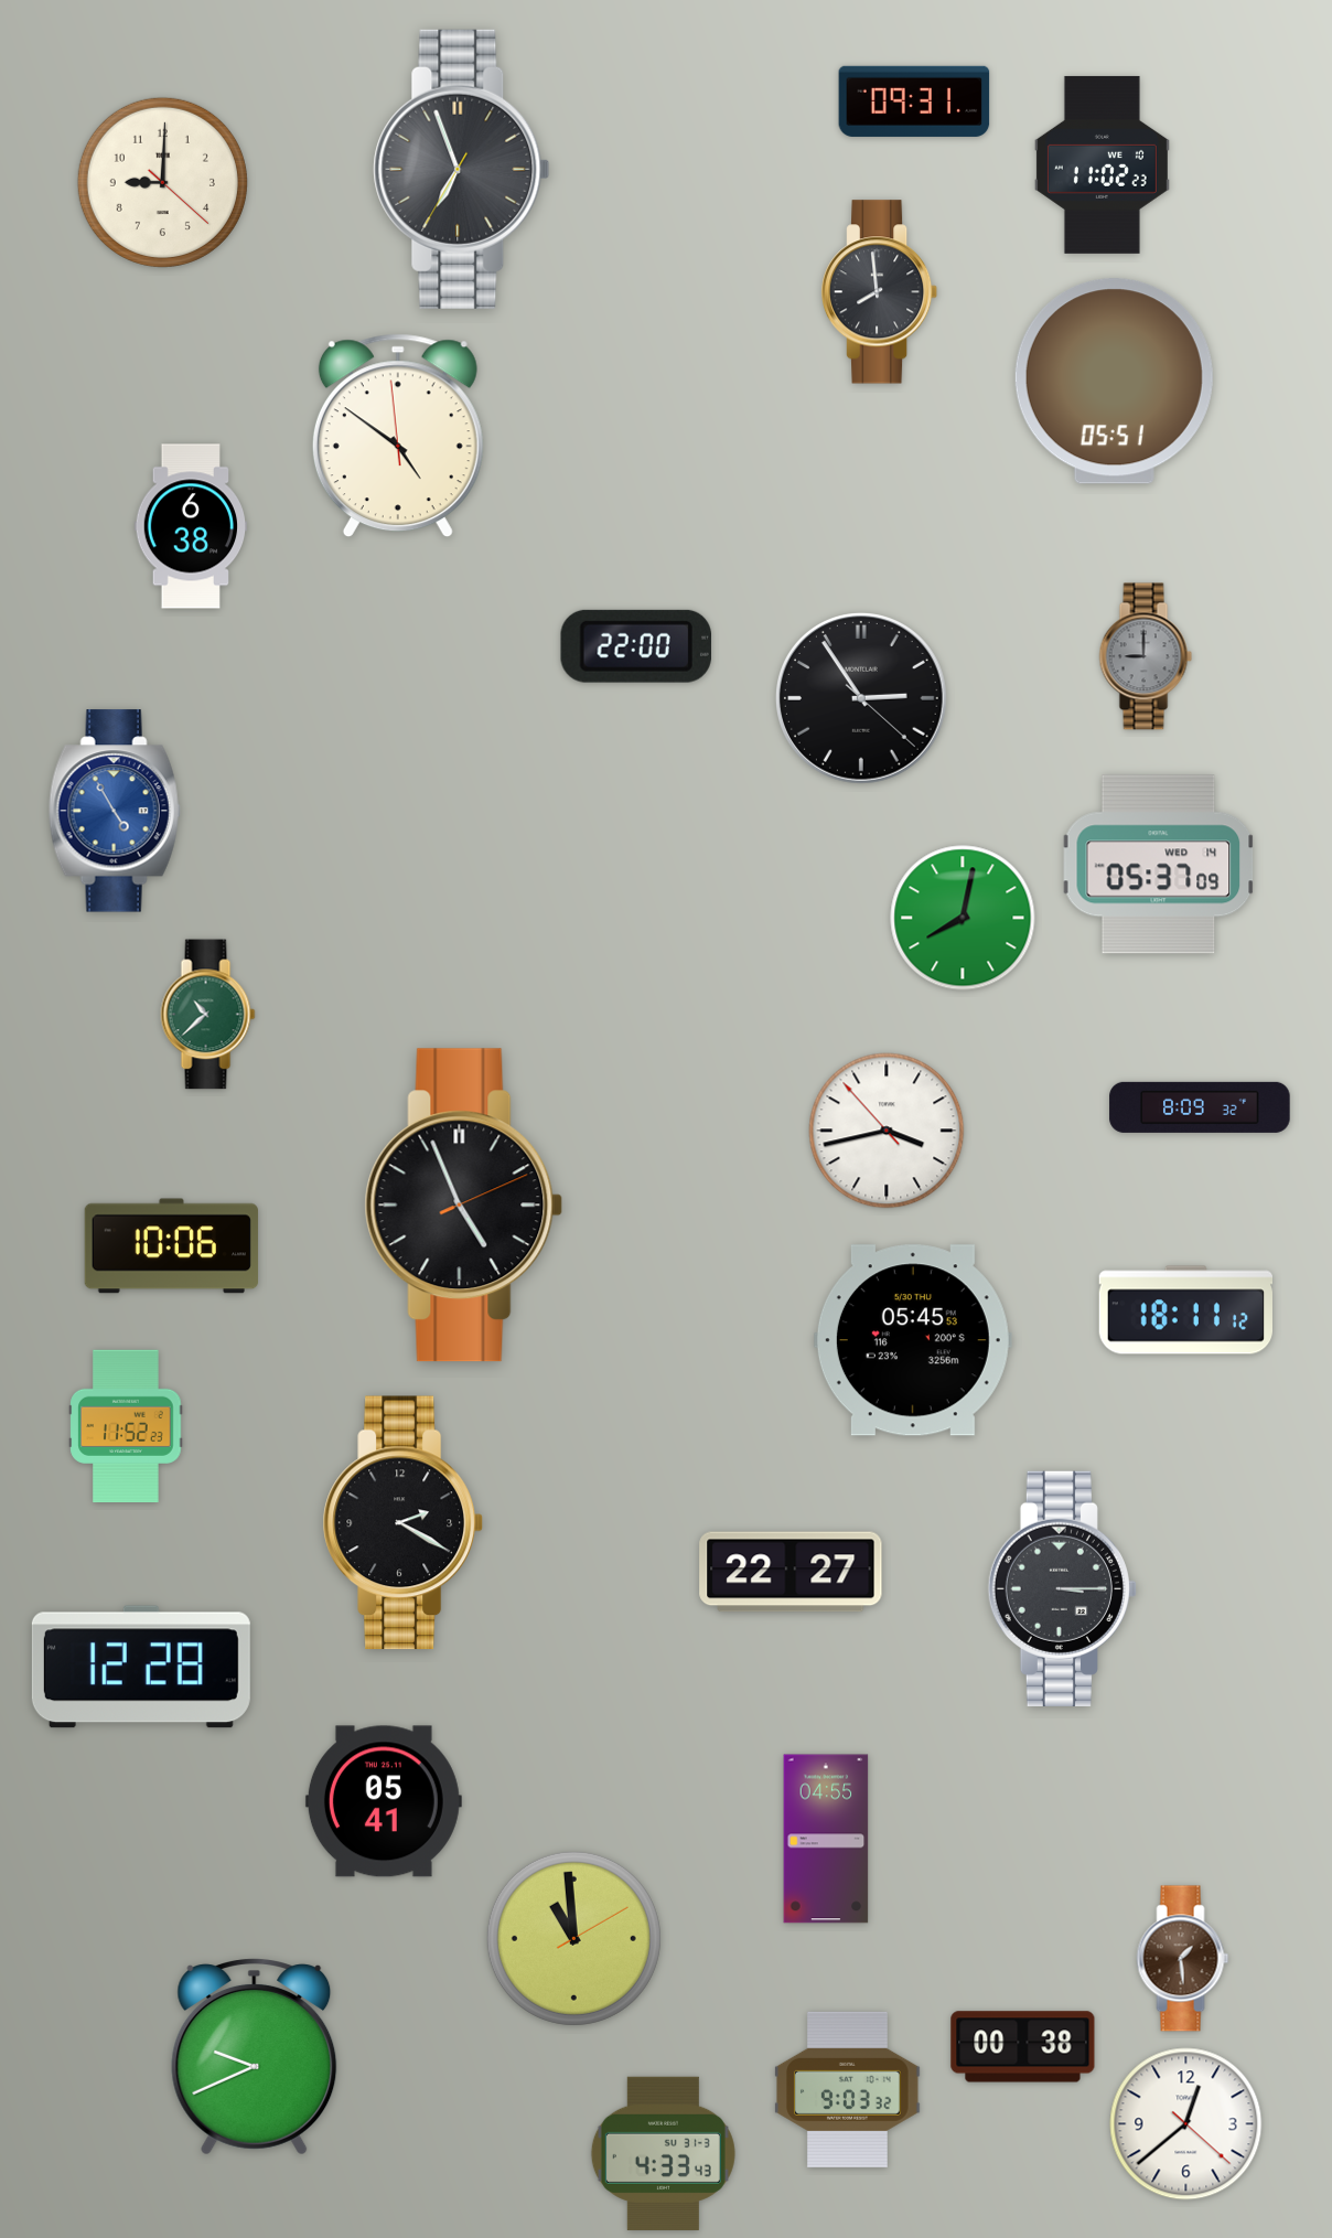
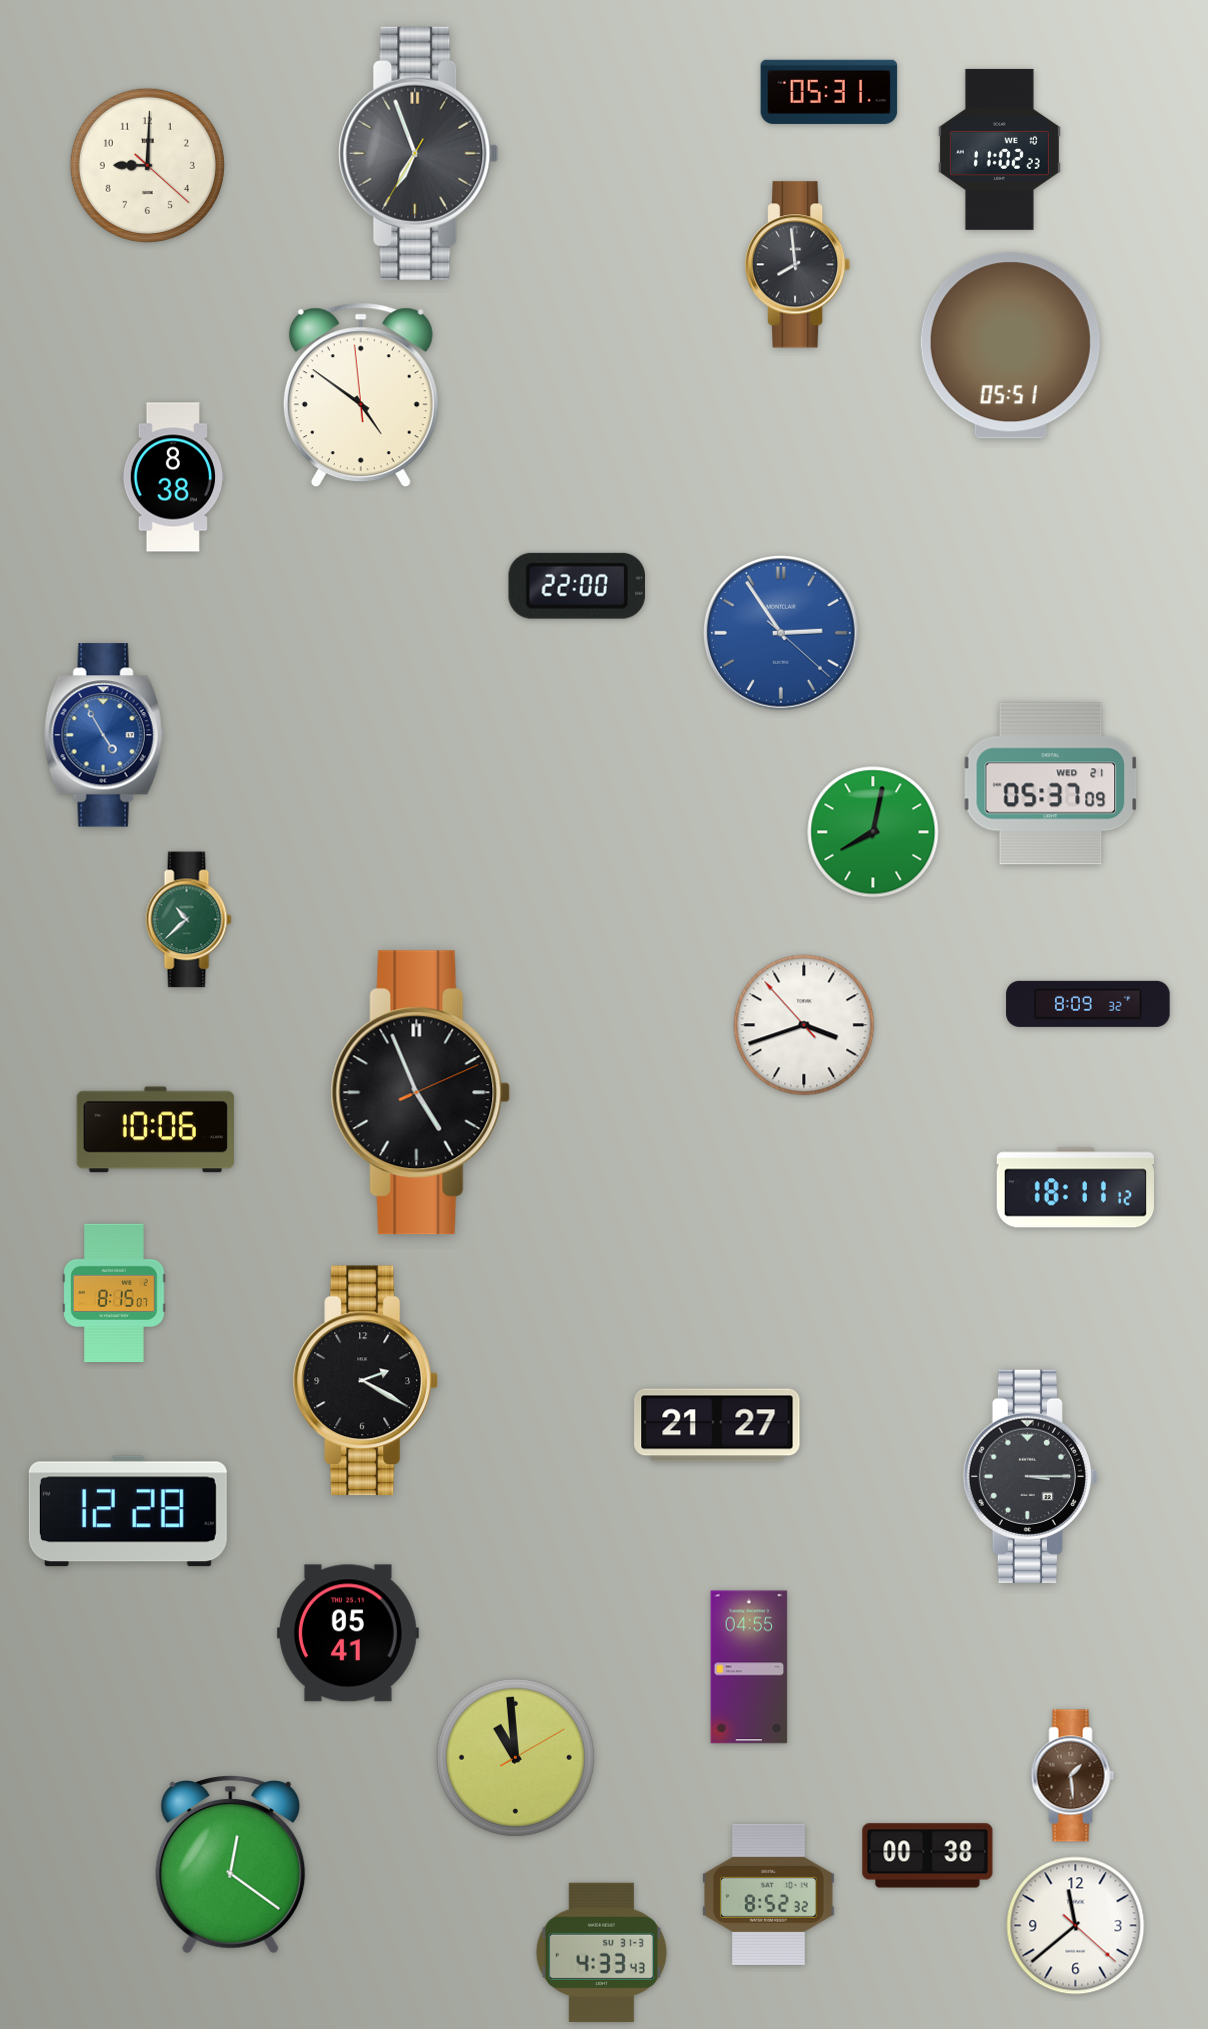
clock at (914, 101): 09:31 -> 05:31
clock at (191, 526): 6:38 -> 8:38
clock at (1146, 656): 9:00 -> none
clock at (862, 699) dial: black -> blue
clock at (1159, 865) date: WED 14 -> WED 21
clock at (887, 1131): 3:42 -> 3:41
clock at (913, 1340): 05:45 -> none
clock at (126, 1426): 11:52 -> 8:15
clock at (791, 1572): 22:27 -> 21:27
clock at (1062, 1588) position: (1062, 1588) -> (1030, 1476)
clock at (573, 1938) position: (573, 1938) -> (515, 1757)
clock at (255, 2057): 9:41 -> 12:21
clock at (848, 2089): 9:03 -> 8:52
clock at (1186, 2124): 12:38 -> 11:38
